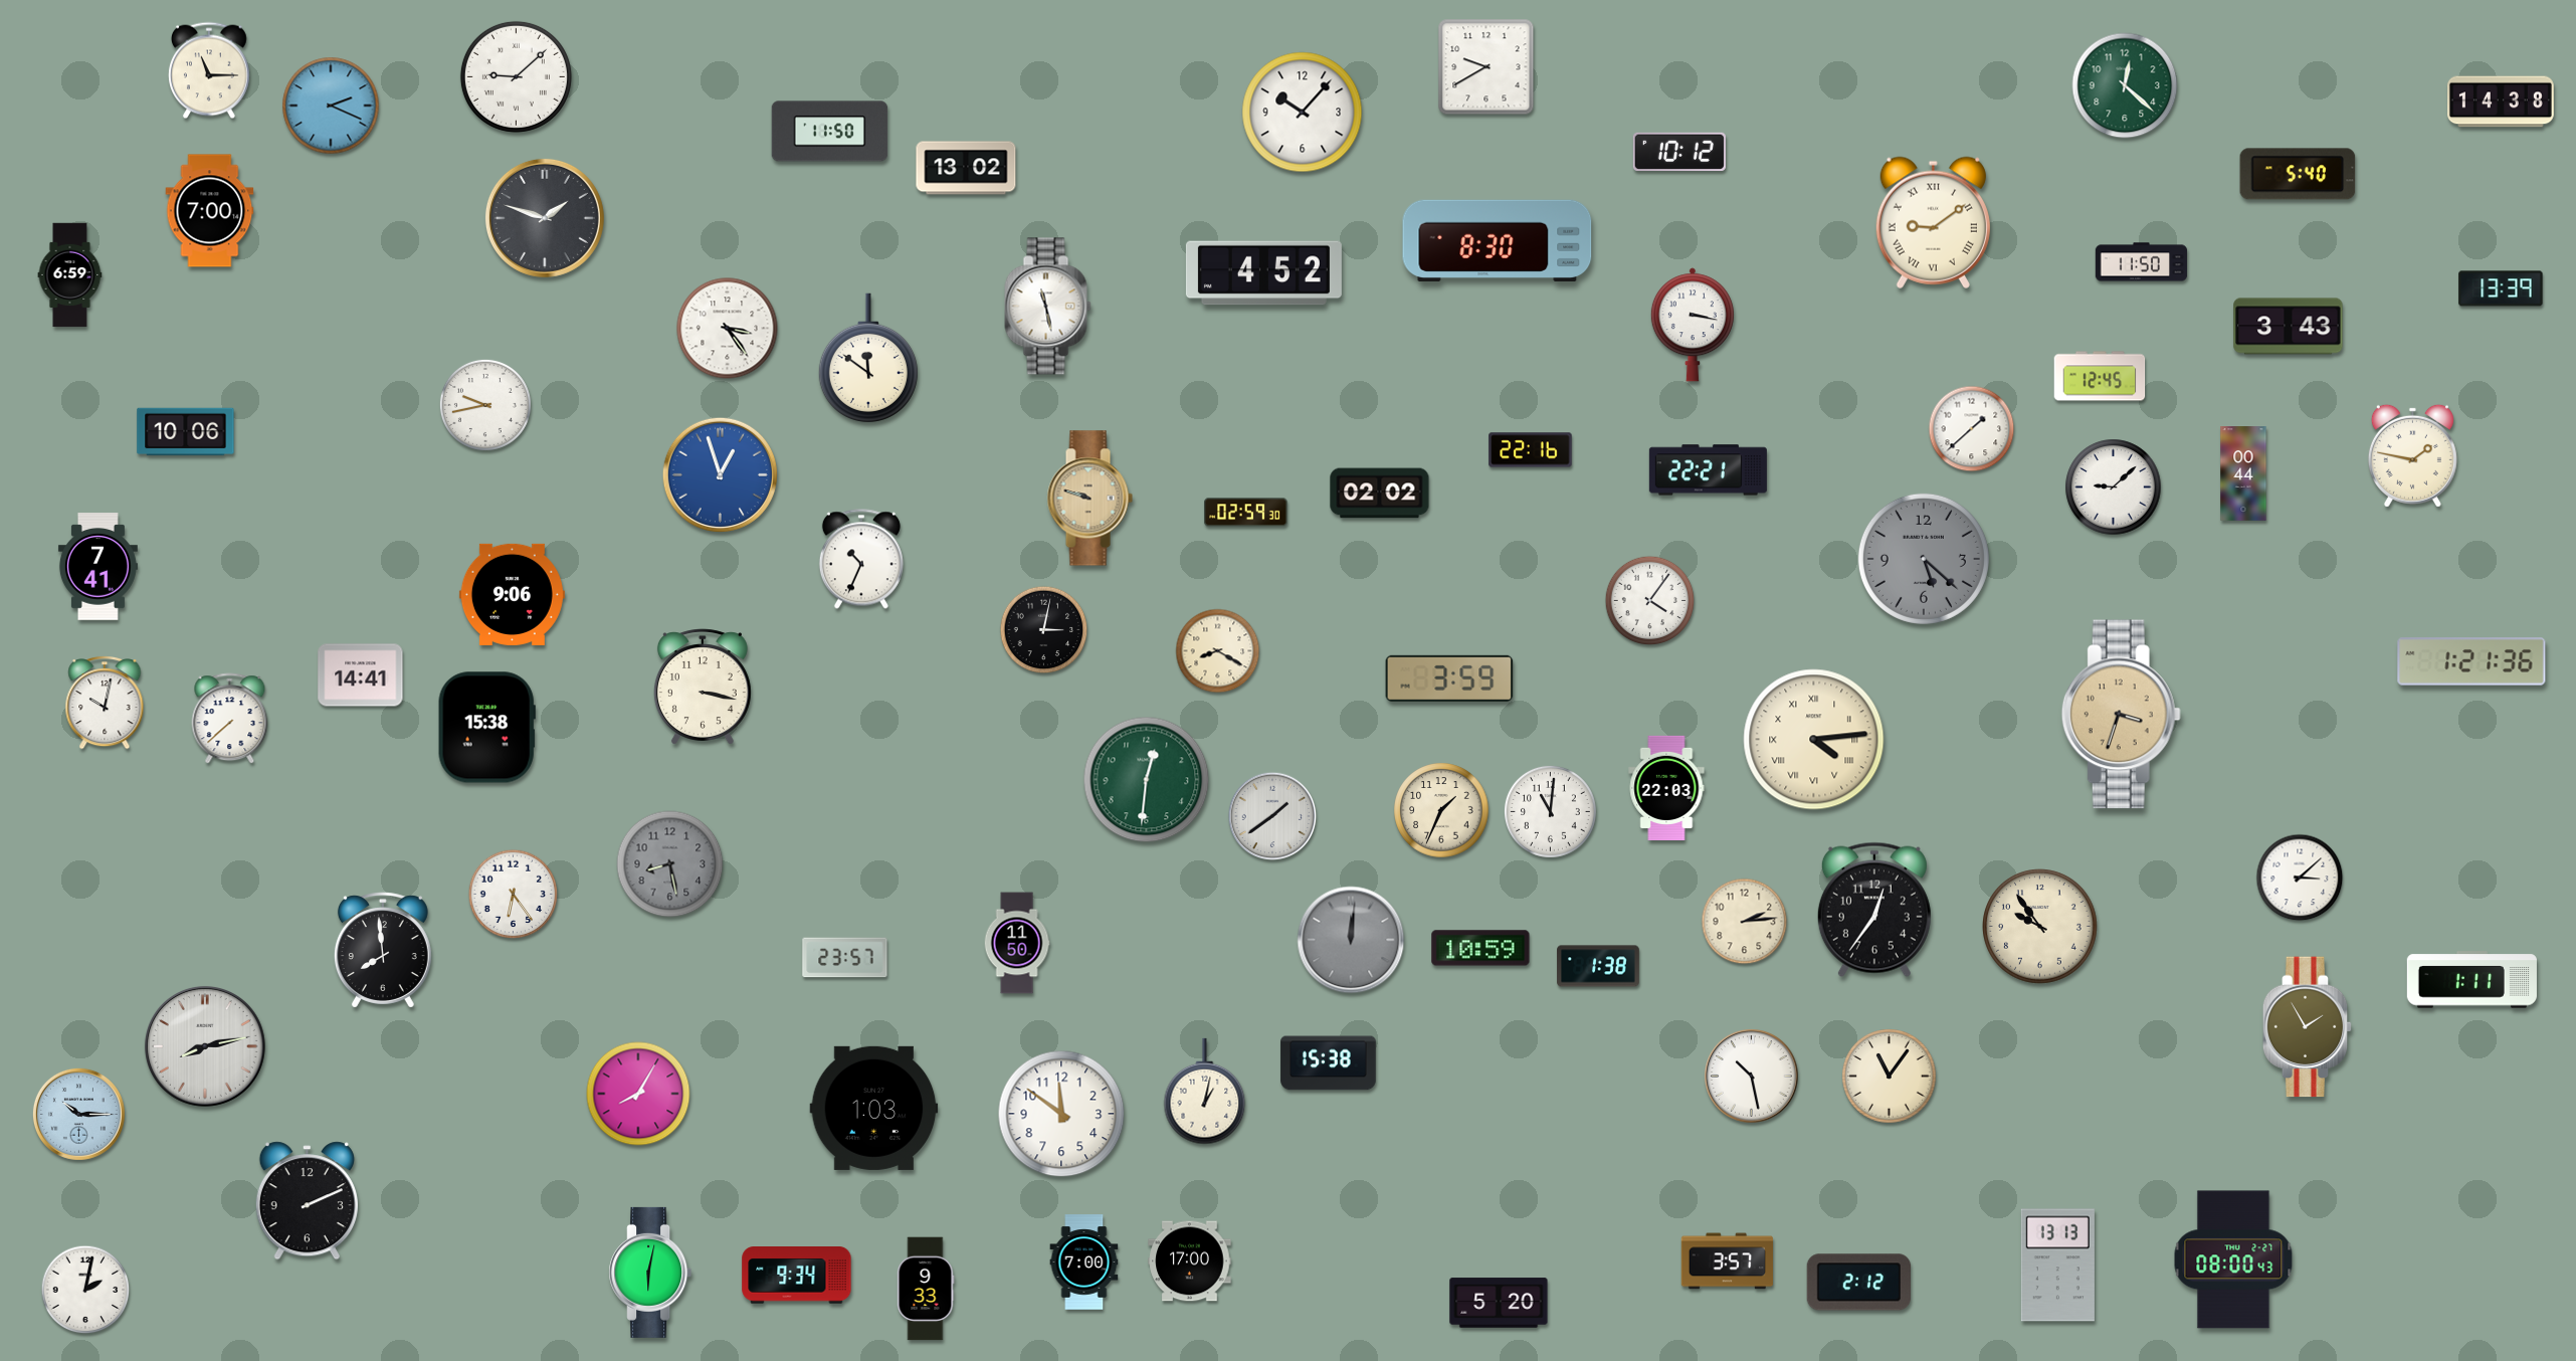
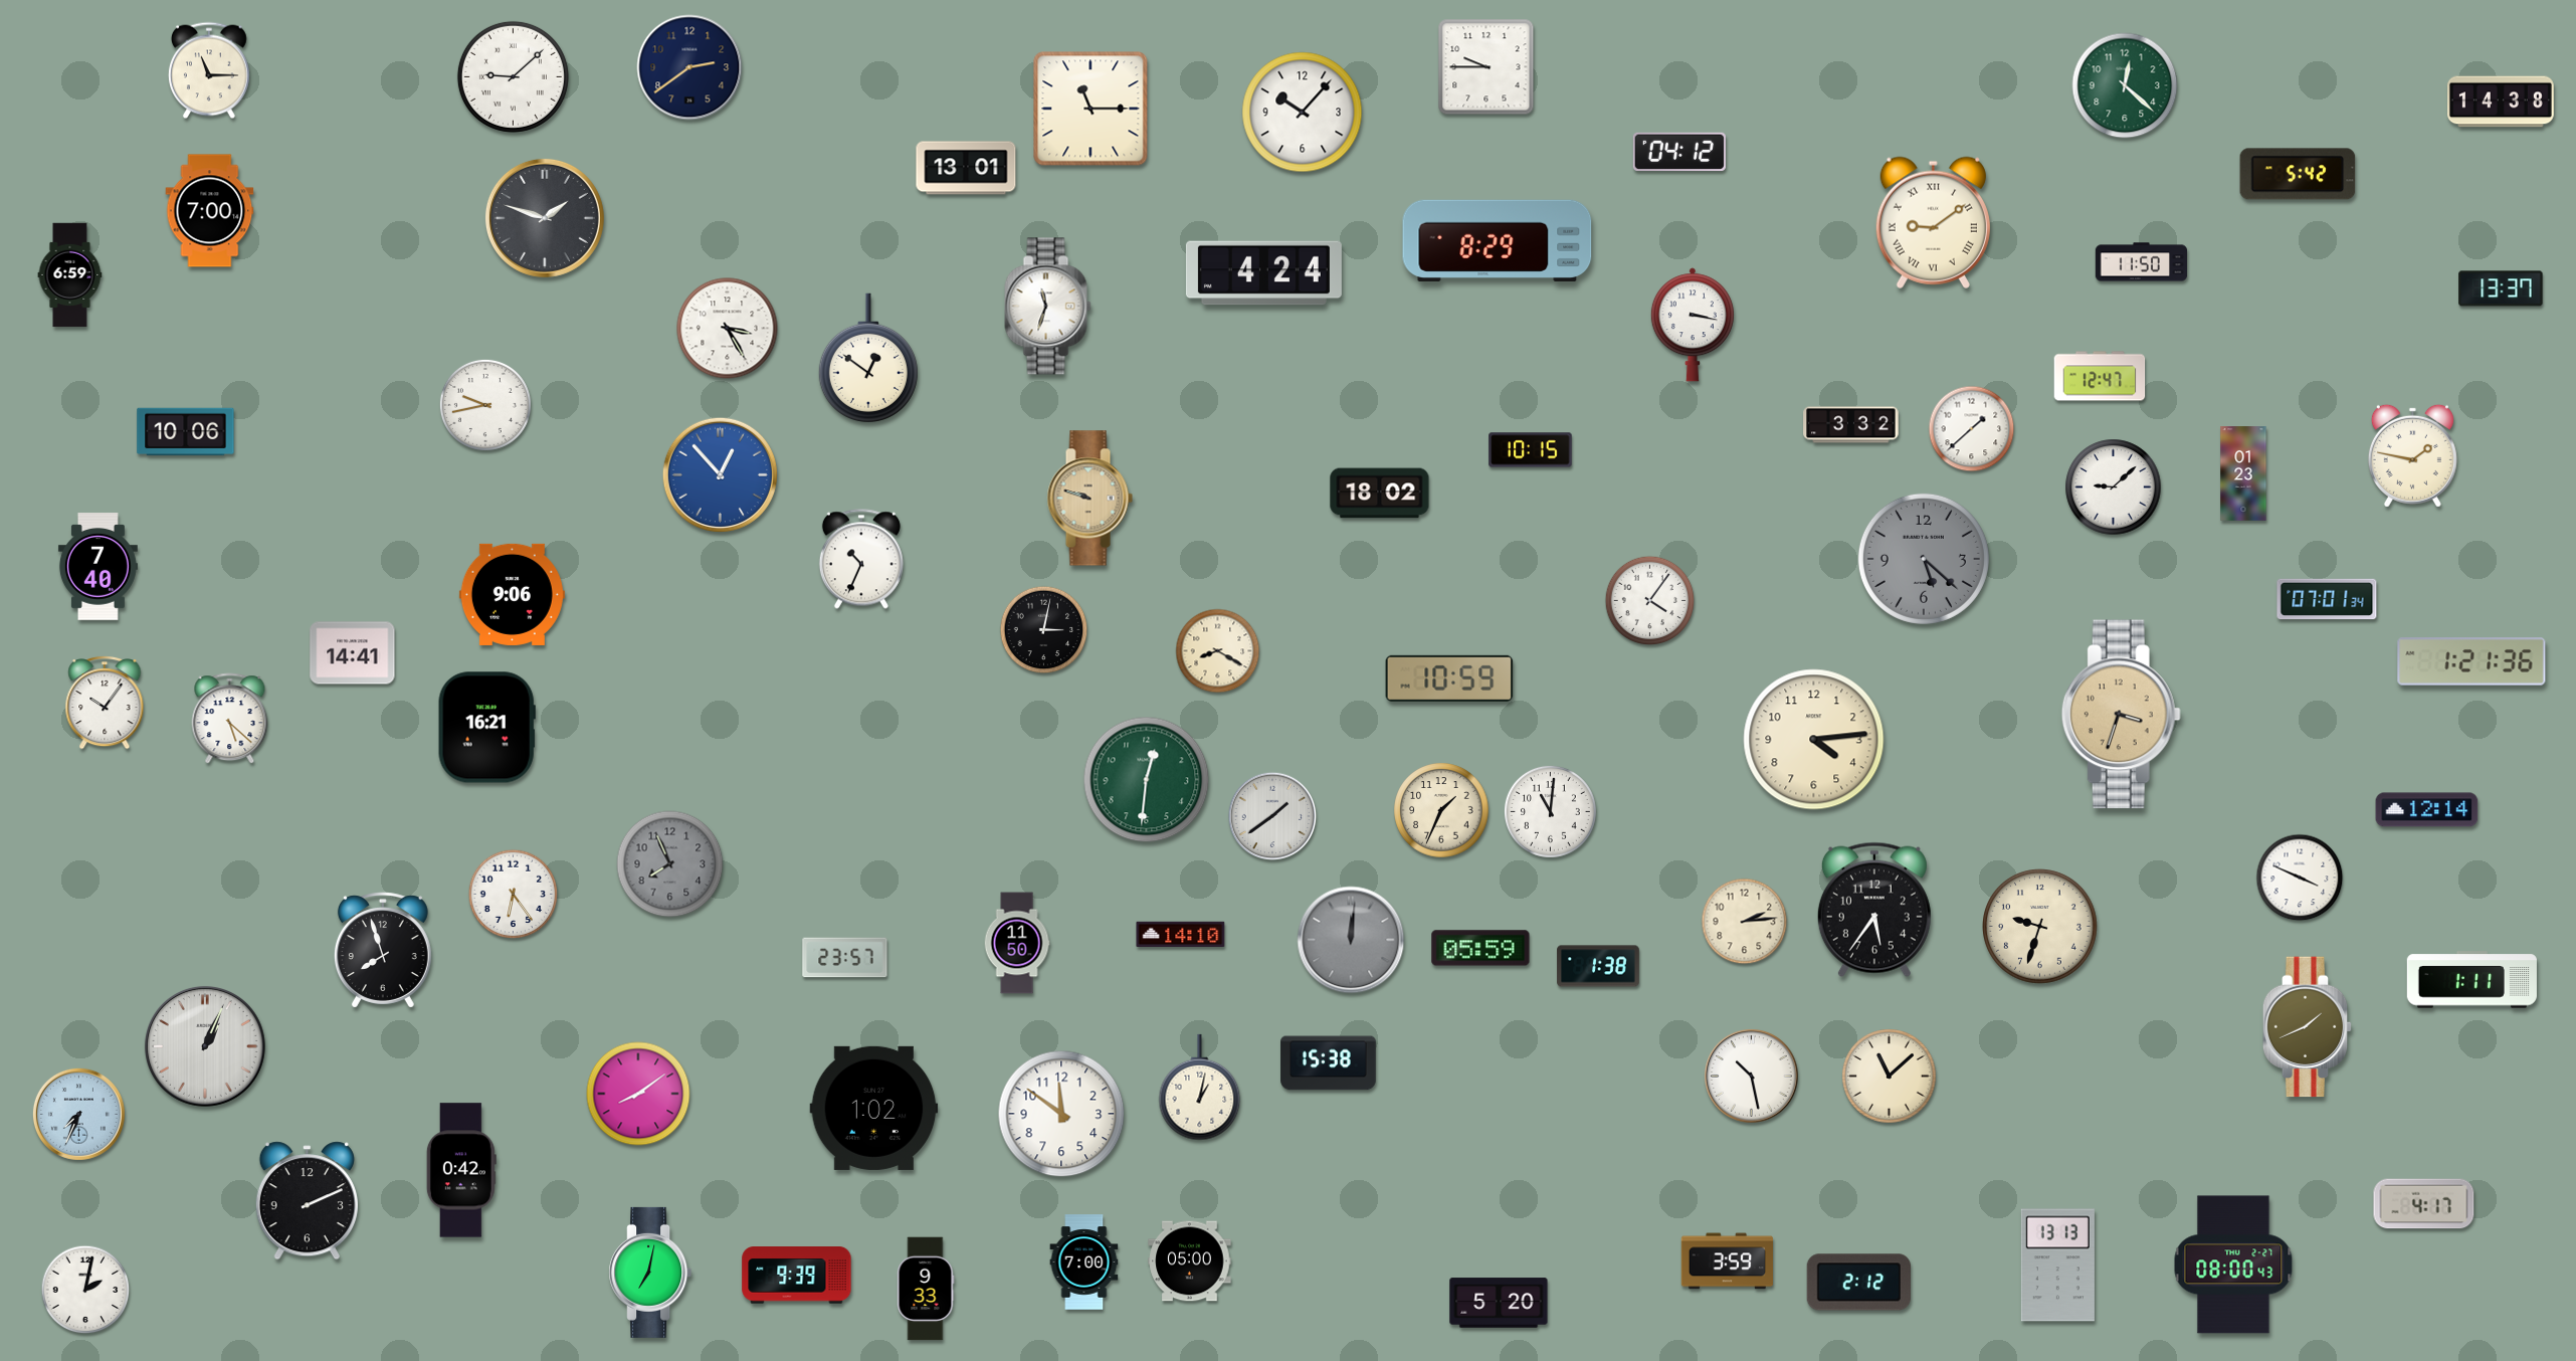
clock at (689, 67): none -> 2:39
clock at (1487, 67): 9:40 -> 9:45
clock at (516, 76) position: (516, 76) -> (513, 76)
clock at (331, 106): 2:19 -> none
clock at (1091, 109): none -> 11:15
clock at (830, 132): 11:50 -> none
clock at (1679, 151): 10:12 -> 04:12
clock at (966, 168): 13:02 -> 13:01
clock at (2298, 174): 5:40 -> 5:42
clock at (1498, 240): 8:30 -> 8:29
clock at (1263, 273): 4:52 -> 4:24
clock at (2501, 288): 13:39 -> 13:37
clock at (1048, 307): 11:28 -> 11:33
clock at (2289, 327): 3:43 -> none
clock at (728, 329): 3:24 -> 3:25
clock at (868, 358): 11:51 -> 12:51
clock at (2100, 376): 12:45 -> 12:47
clock at (1851, 425): none -> 3:32
clock at (1531, 450): 22:16 -> 10:15
clock at (1708, 470): 22:21 -> none
clock at (720, 474): 12:57 -> 12:53
clock at (2243, 474): 00:44 -> 01:23
clock at (1380, 494): 02:02 -> 18:02
clock at (1246, 513): 02:59 -> none
clock at (97, 567): 7:41 -> 7:40
clock at (2327, 599): none -> 07:01
clock at (361, 675) position: (361, 675) -> (353, 653)
clock at (1449, 678): 3:59 -> 10:59
clock at (703, 687): 3:17 -> none
clock at (105, 703): 10:02 -> 10:06
clock at (230, 719): 7:38 -> 5:22
clock at (486, 728): 15:38 -> 16:21
clock at (1814, 740) numerals: Roman -> Arabic
clock at (1666, 788): 22:03 -> none
clock at (2427, 810): none -> 12:14
clock at (670, 864): 8:28 -> 7:56
clock at (2300, 878): 3:08 -> 3:49
clock at (1874, 910): 12:36 -> 5:36
clock at (2040, 927): 9:54 -> 9:33
clock at (1181, 934): none -> 14:10
clock at (1480, 948): 10:59 -> 05:59
clock at (383, 950): 7:59 -> 7:57
clock at (2308, 1027): 1:55 -> 1:41
clock at (205, 1046): 8:13 -> 1:04
clock at (1890, 1077): 11:06 -> 11:08
clock at (1205, 1092) position: (1205, 1092) -> (1200, 1088)
clock at (638, 1094): 8:05 -> 8:09
clock at (874, 1108): 1:03 -> 1:02
clock at (78, 1114): 10:15 -> 7:34
clock at (461, 1170): none -> 0:42
clock at (2424, 1204): none -> 4:17
clock at (2233, 1259) position: (2233, 1259) -> (2233, 1265)
clock at (1190, 1261): 17:00 -> 05:00
clock at (1728, 1261): 3:57 -> 3:59
clock at (650, 1273): 6:02 -> 7:02
clock at (797, 1276): 9:34 -> 9:39
